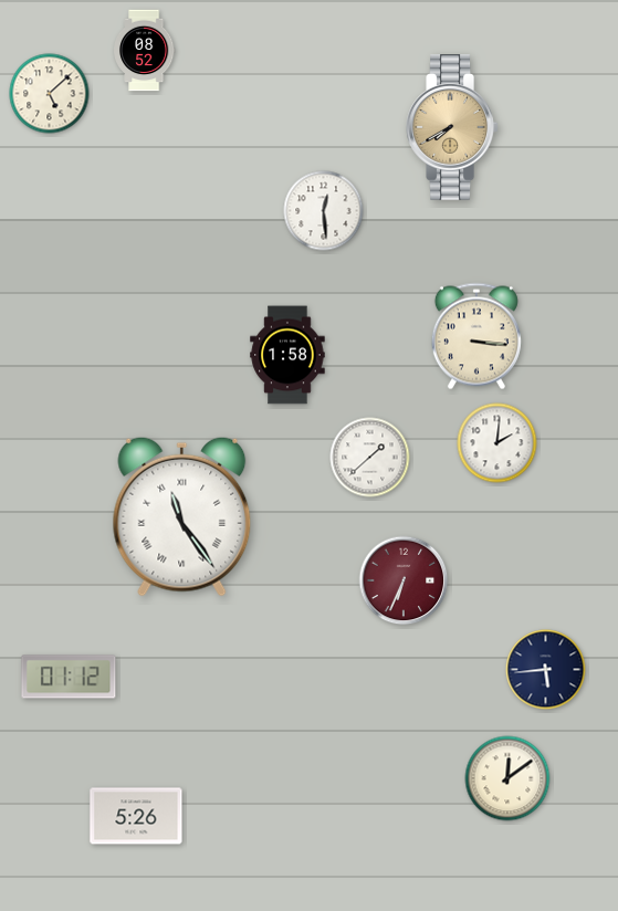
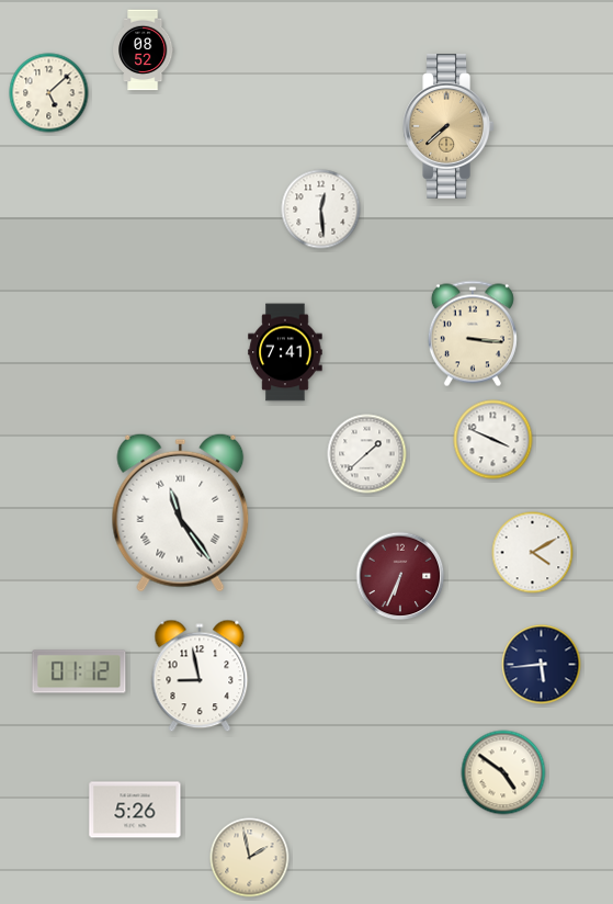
clock at (452, 127): 7:40 -> 7:38
clock at (287, 355): 1:58 -> 7:41
clock at (497, 443): 2:01 -> 3:49
clock at (533, 553): none -> 4:10
clock at (69, 677) position: (69, 677) -> (79, 671)
clock at (200, 676): none -> 8:58
clock at (507, 778): 12:09 -> 4:51
clock at (250, 858): none -> 1:58
